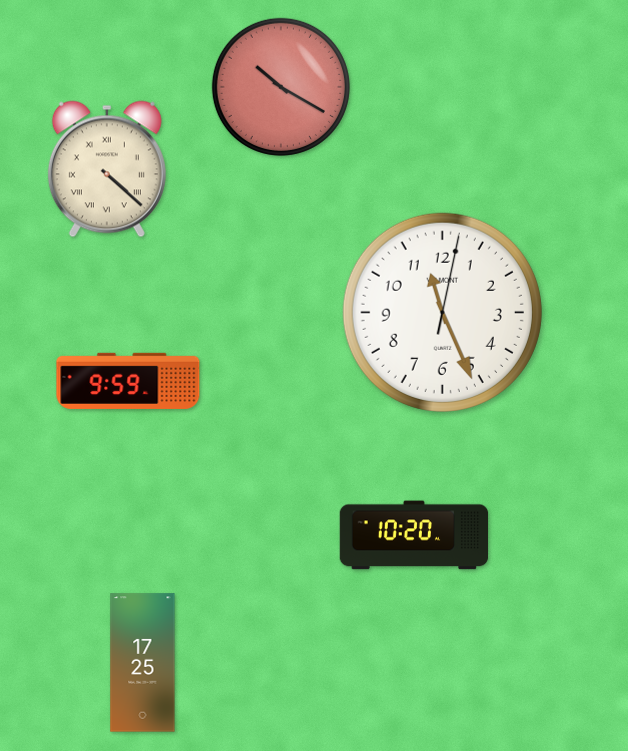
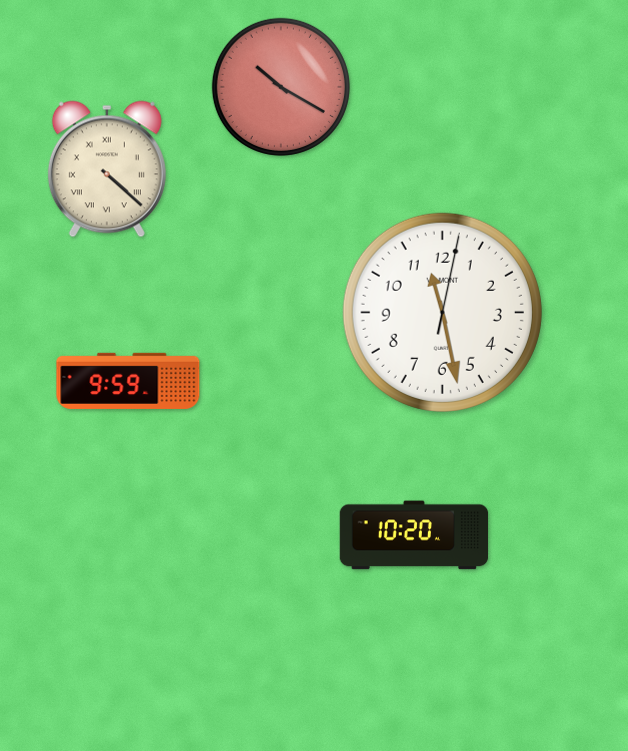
clock at (442, 312): 11:26 -> 11:28
clock at (143, 663): 17:25 -> none
